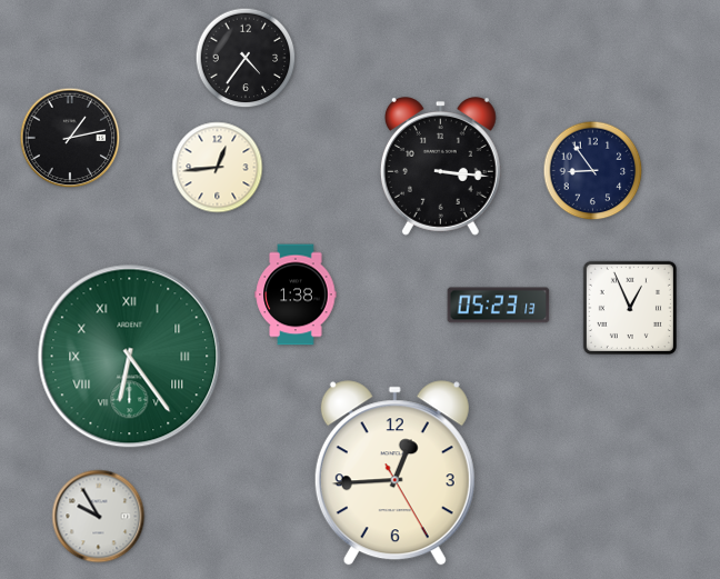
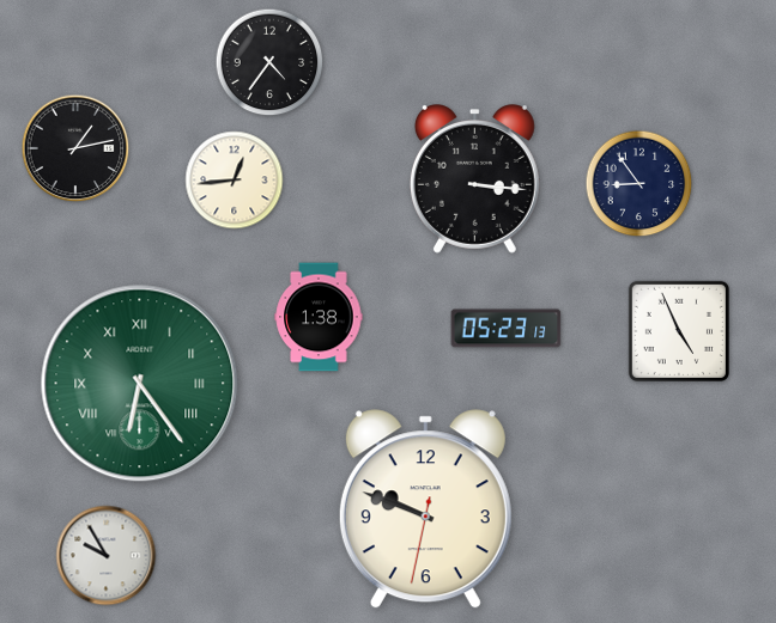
clock at (246, 58) position: (246, 58) -> (269, 62)
clock at (499, 306) position: (499, 306) -> (507, 329)
clock at (630, 308): 12:56 -> 4:56
clock at (394, 473): 12:44 -> 9:48
